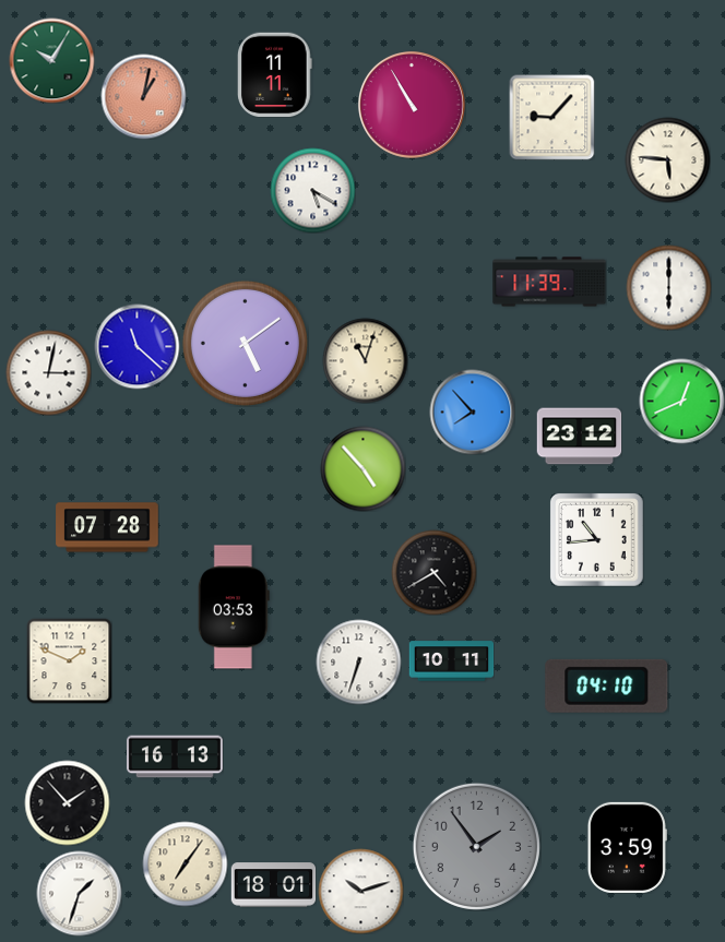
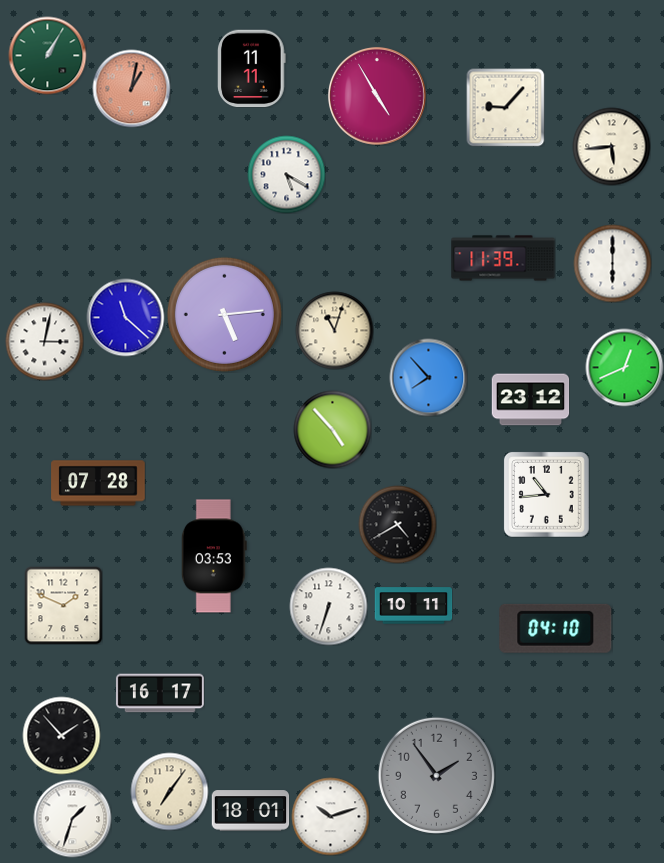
clock at (51, 60): 10:05 -> 1:05
clock at (412, 105): 10:55 -> 4:55
clock at (667, 159): 5:46 -> 5:44
clock at (245, 343): 5:09 -> 5:14
clock at (472, 412) position: (472, 412) -> (428, 377)
clock at (175, 756): 16:13 -> 16:17
clock at (627, 847): 3:59 -> none
